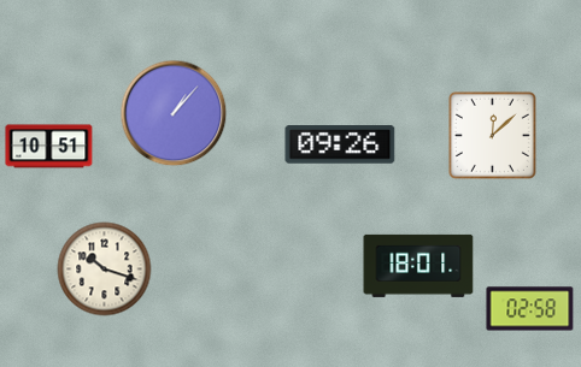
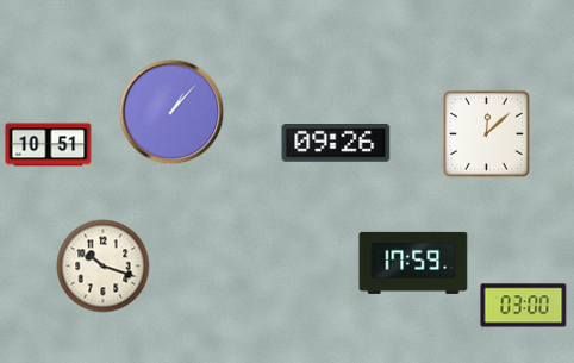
clock at (418, 266): 18:01 -> 17:59
clock at (530, 309): 02:58 -> 03:00
